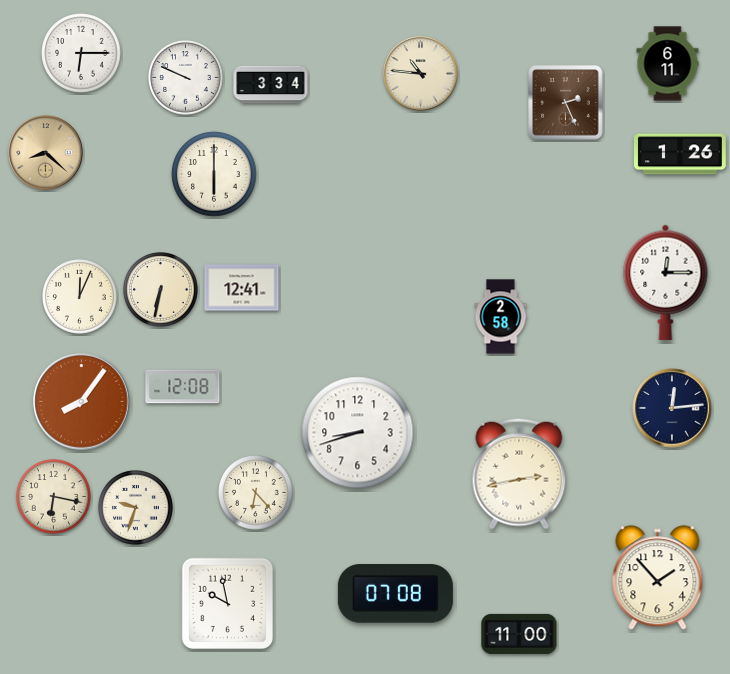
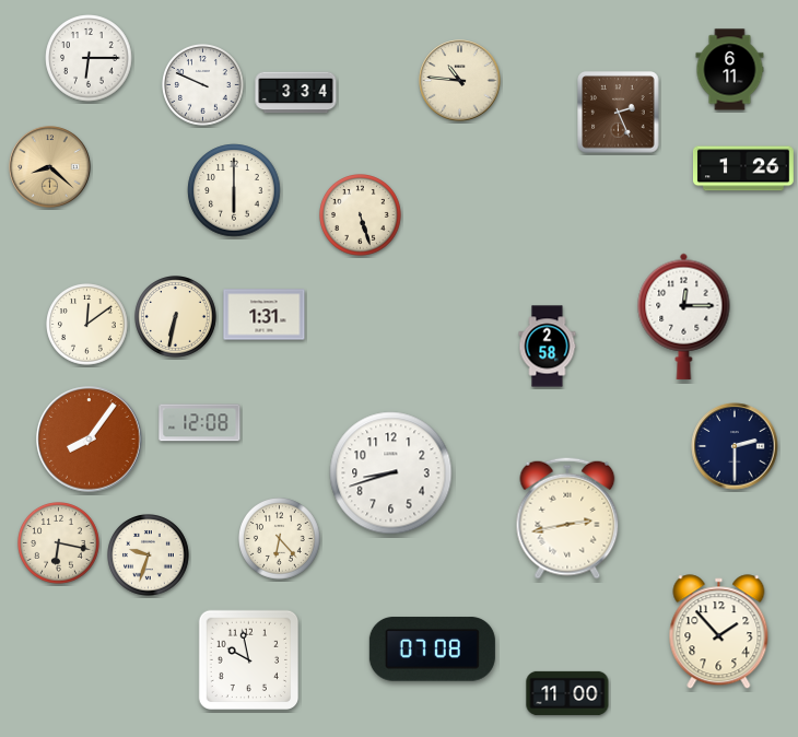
clock at (361, 215): none -> 5:27
clock at (666, 282) position: (666, 282) -> (684, 316)
clock at (242, 288): 12:41 -> 1:31
clock at (80, 297): 12:04 -> 12:09
clock at (672, 408): 12:14 -> 2:30
